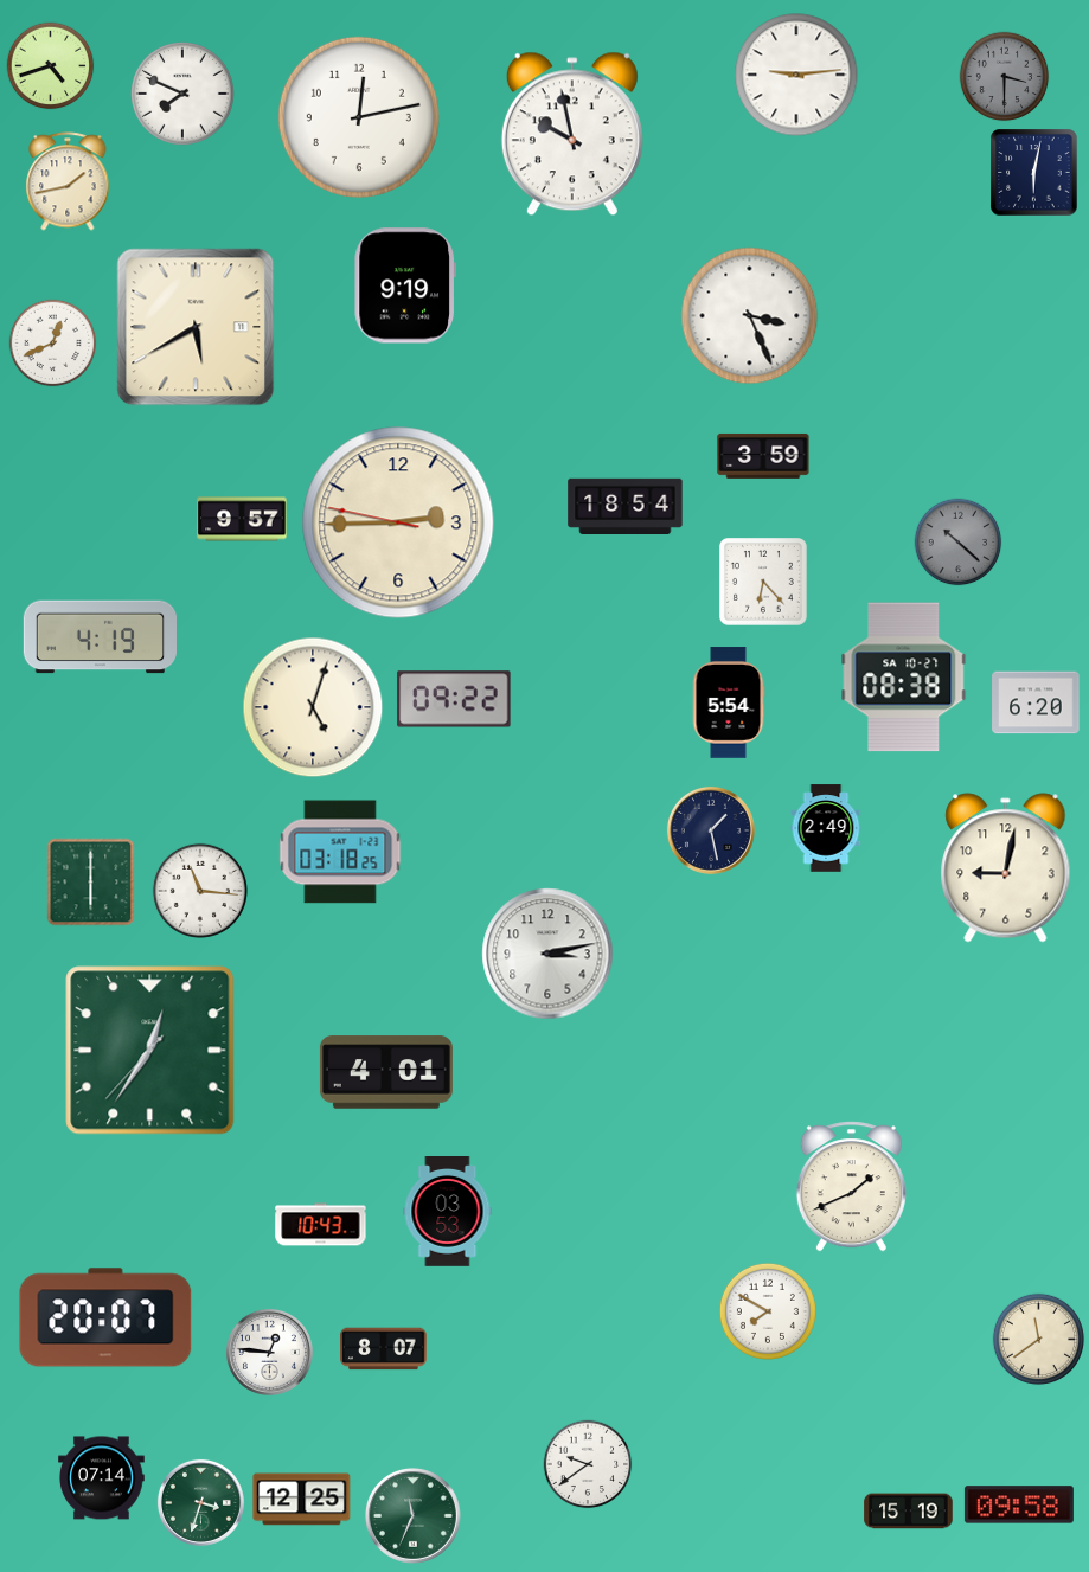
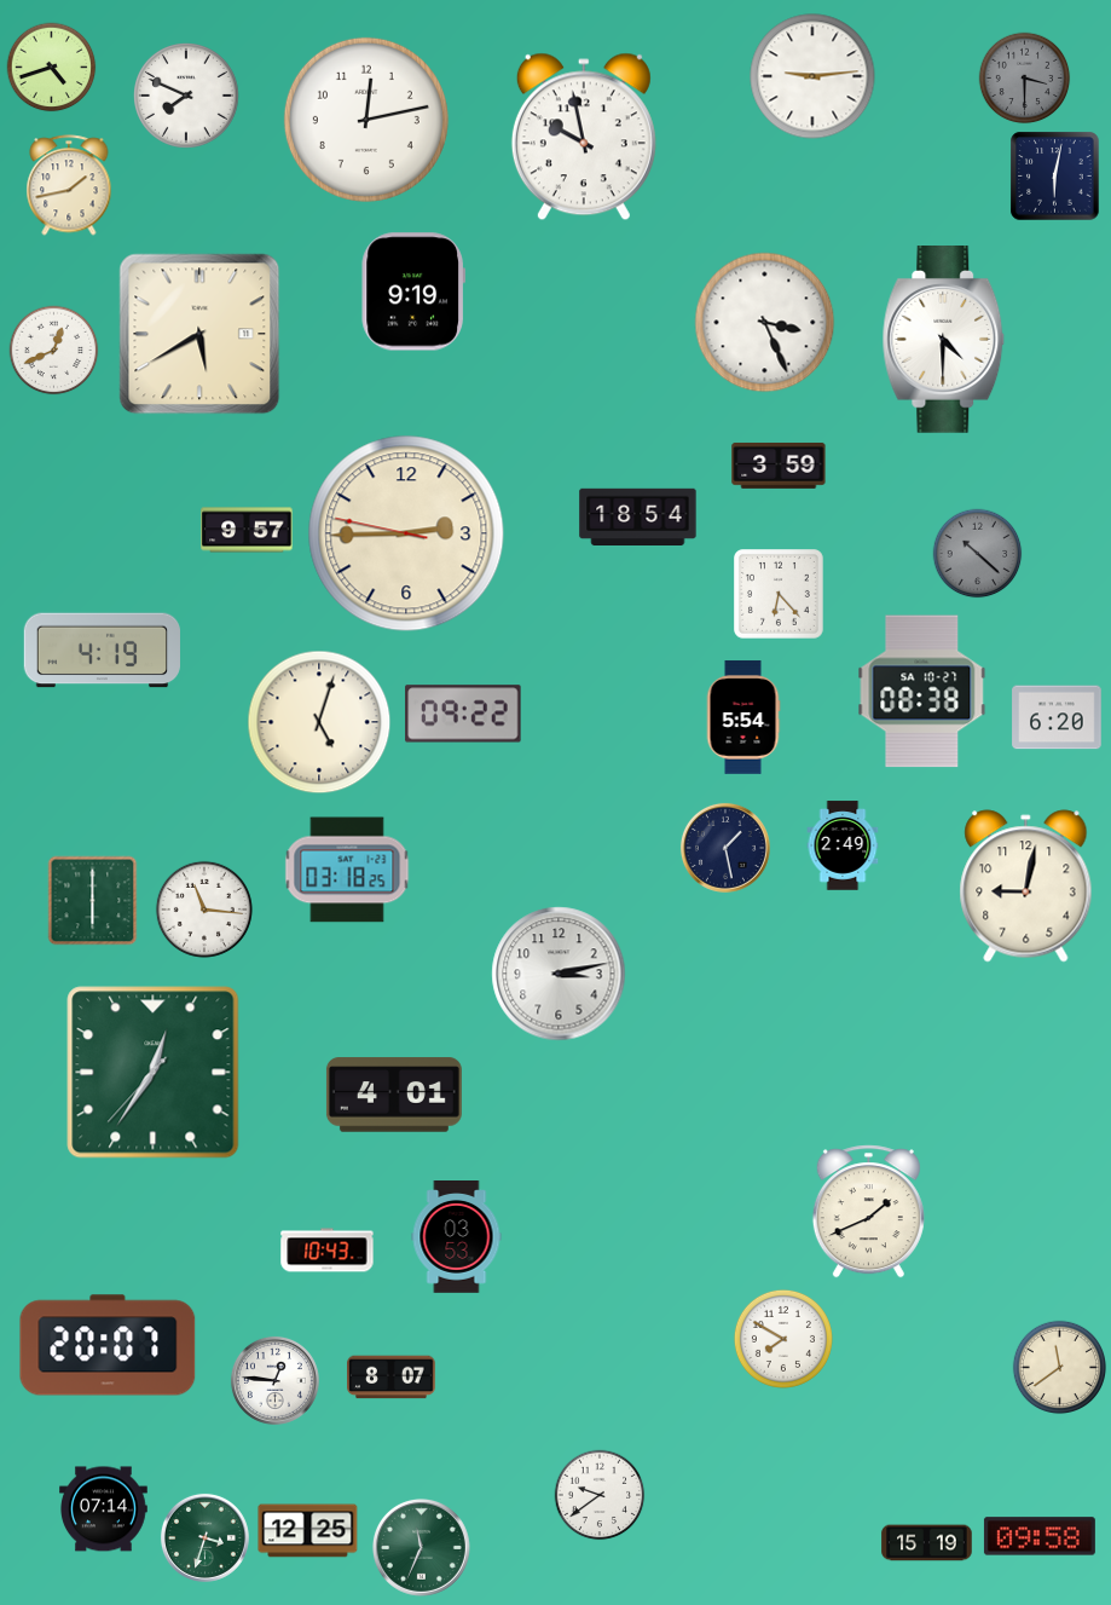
clock at (944, 340): none -> 4:30
clock at (200, 1502) position: (200, 1502) -> (204, 1537)
